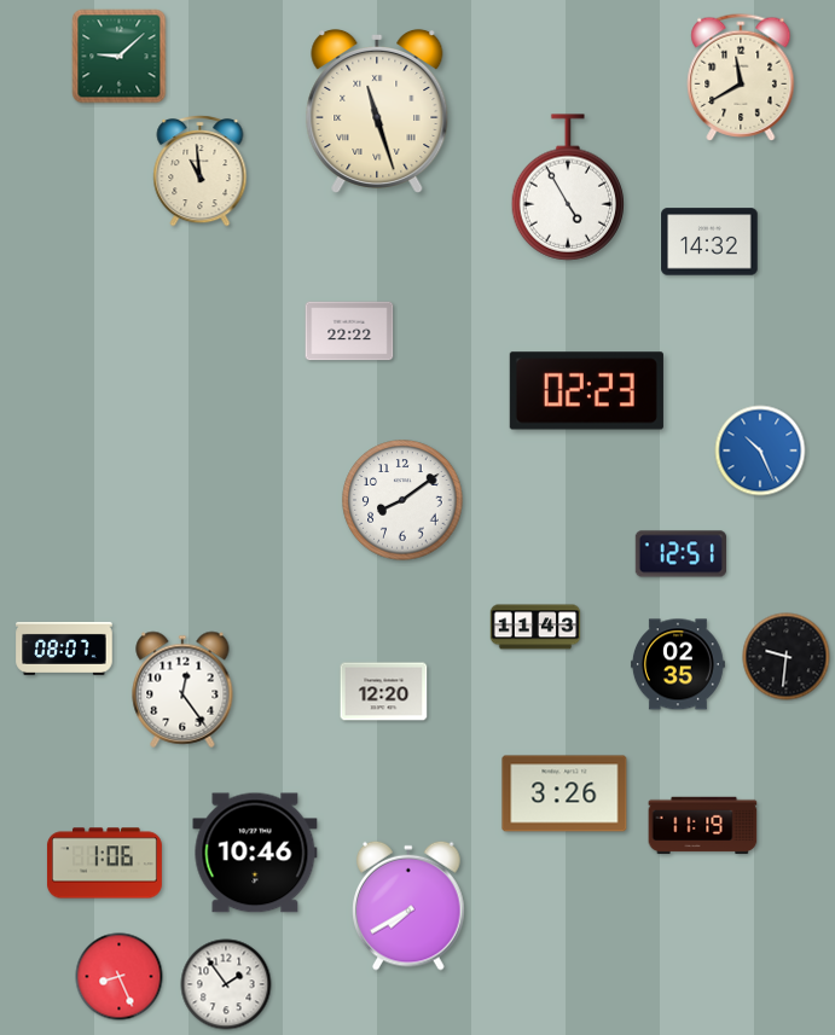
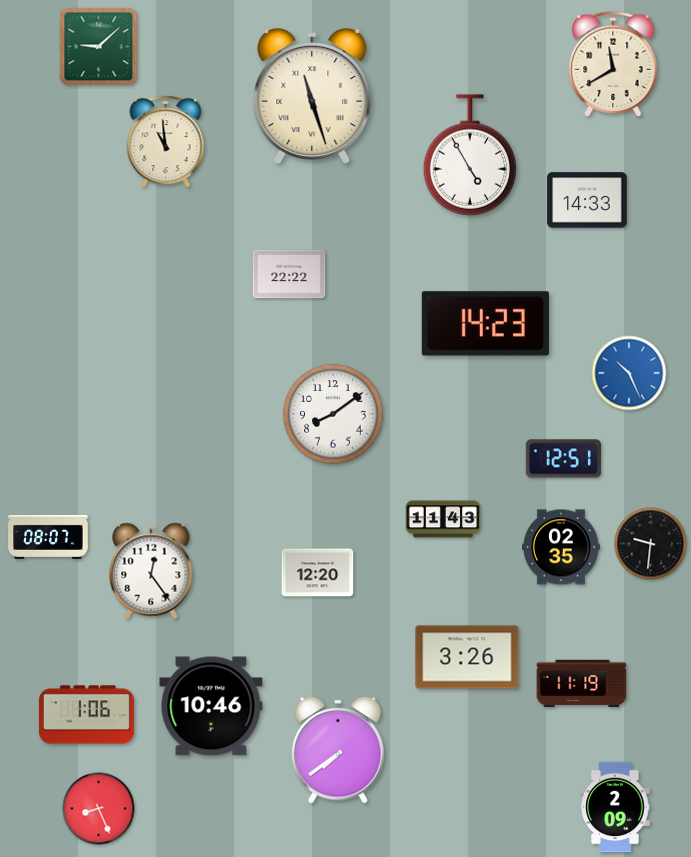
clock at (377, 111) position: (377, 111) -> (312, 96)
clock at (709, 242): 14:32 -> 14:33
clock at (586, 391): 02:23 -> 14:23
clock at (64, 649) position: (64, 649) -> (48, 537)
clock at (678, 664) position: (678, 664) -> (561, 547)
clock at (408, 906): 7:40 -> 7:39
clock at (615, 807): none -> 2:09
clock at (226, 984): 1:54 -> none
